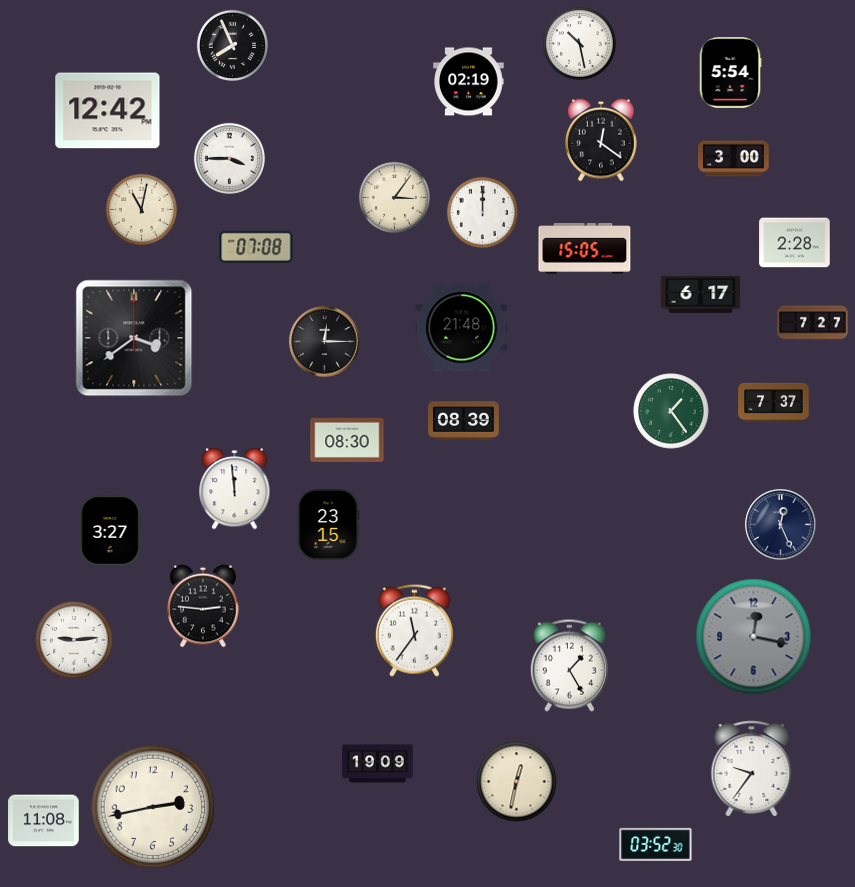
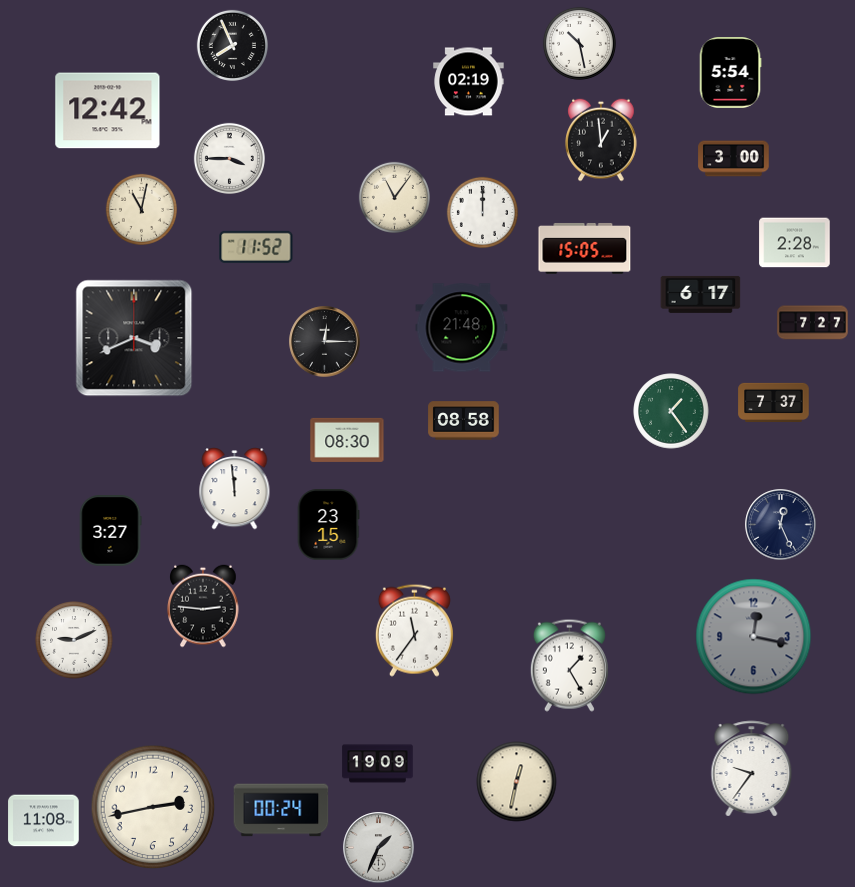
clock at (601, 140): 12:21 -> 12:59
clock at (394, 197): 3:06 -> 11:06
clock at (256, 247): 07:08 -> 11:52
clock at (134, 338): 3:39 -> 3:41
clock at (464, 421): 08:39 -> 08:58
clock at (74, 640): 9:14 -> 9:11
clock at (281, 810): none -> 00:24
clock at (656, 844): 03:52 -> none
clock at (379, 848): none -> 1:34
